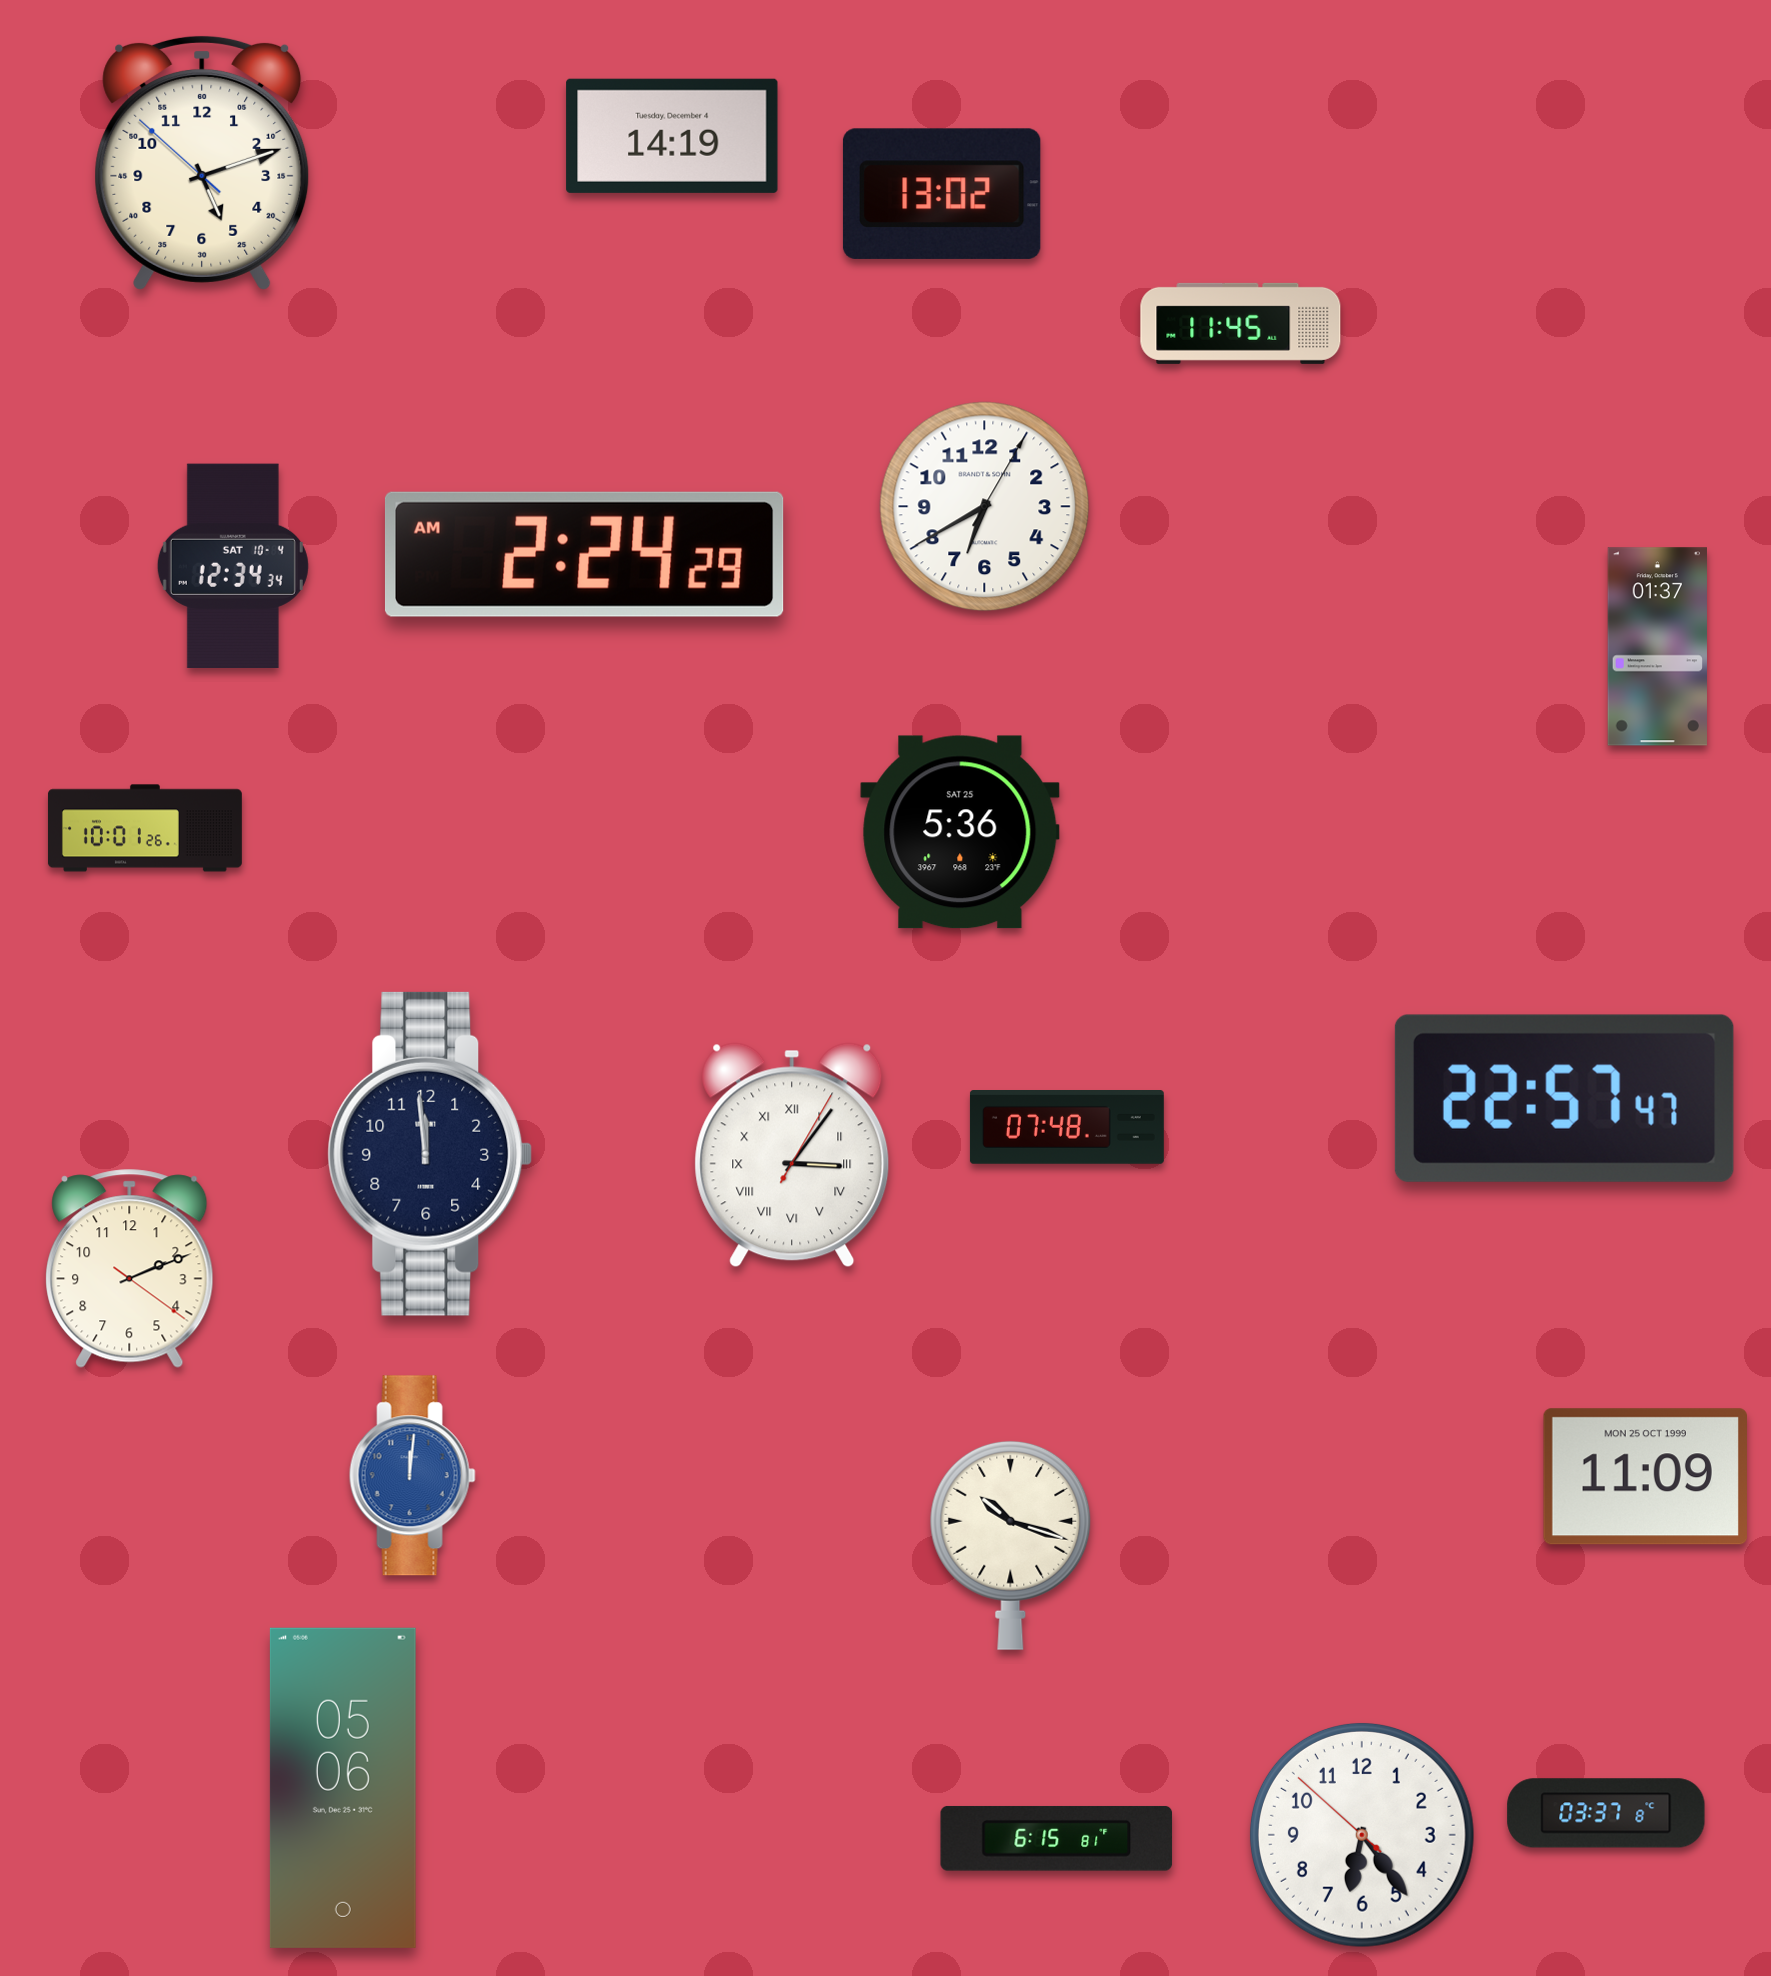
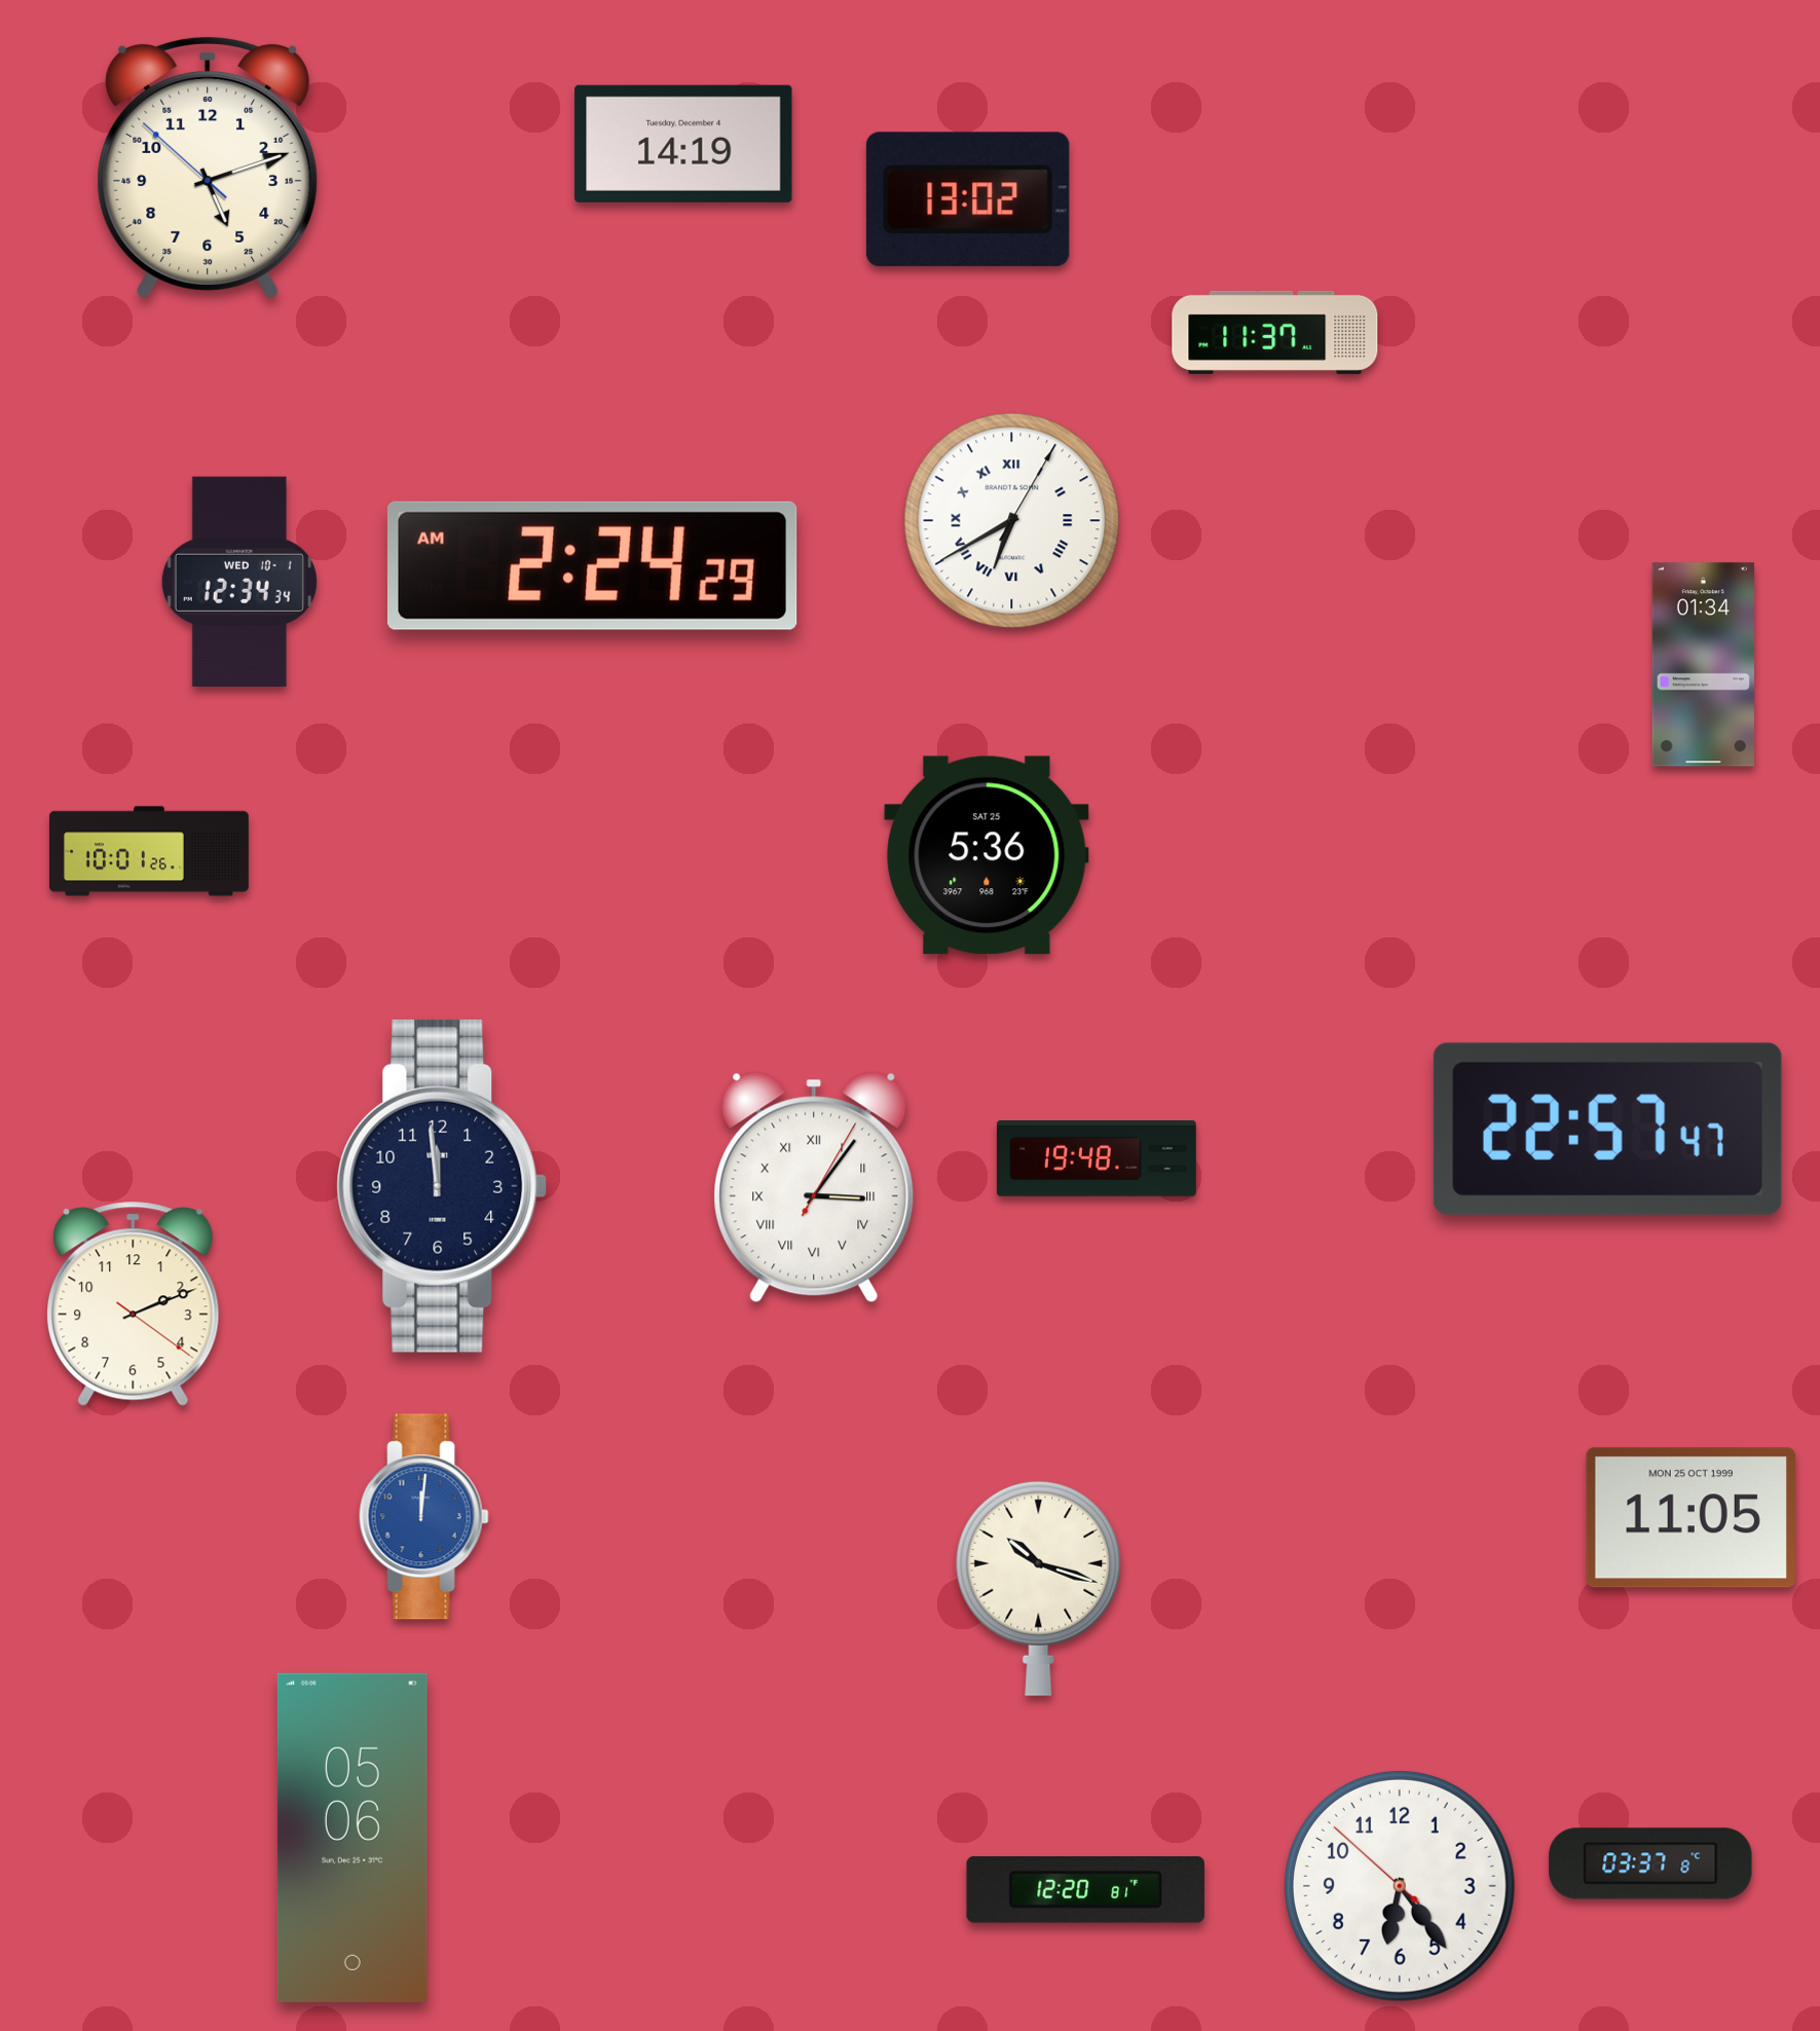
clock at (672, 136) position: (672, 136) -> (683, 144)
clock at (1241, 323): 11:45 -> 11:37
clock at (985, 507) numerals: Arabic -> Roman
clock at (584, 554) position: (584, 554) -> (592, 565)
clock at (233, 565) date: SAT 10-4 -> WED 10-1
clock at (1657, 647): 01:37 -> 01:34
clock at (1067, 1128): 07:48 -> 19:48
clock at (1645, 1477): 11:09 -> 11:05
clock at (1057, 1838): 6:15 -> 12:20
